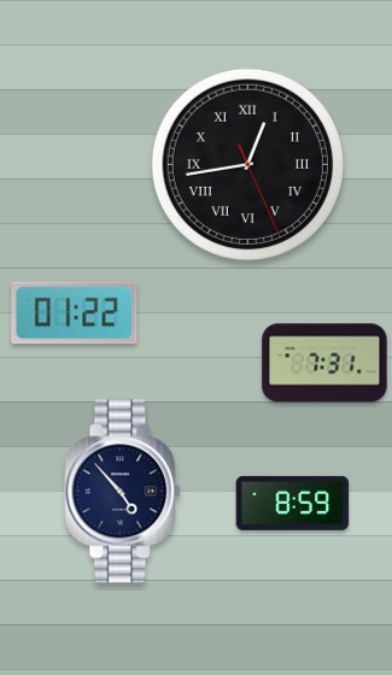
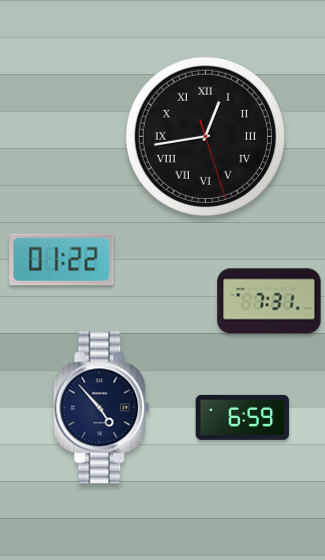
clock at (247, 164): 12:43:26 -> 12:43:27
clock at (293, 503): 8:59 -> 6:59
